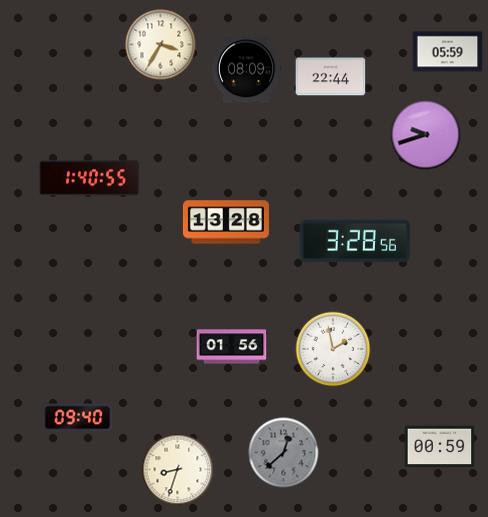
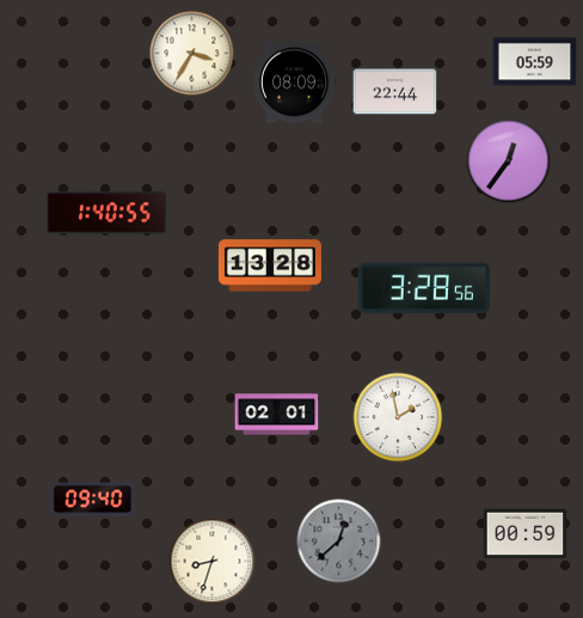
clock at (426, 135): 9:42 -> 12:36
clock at (232, 347): 01:56 -> 02:01
